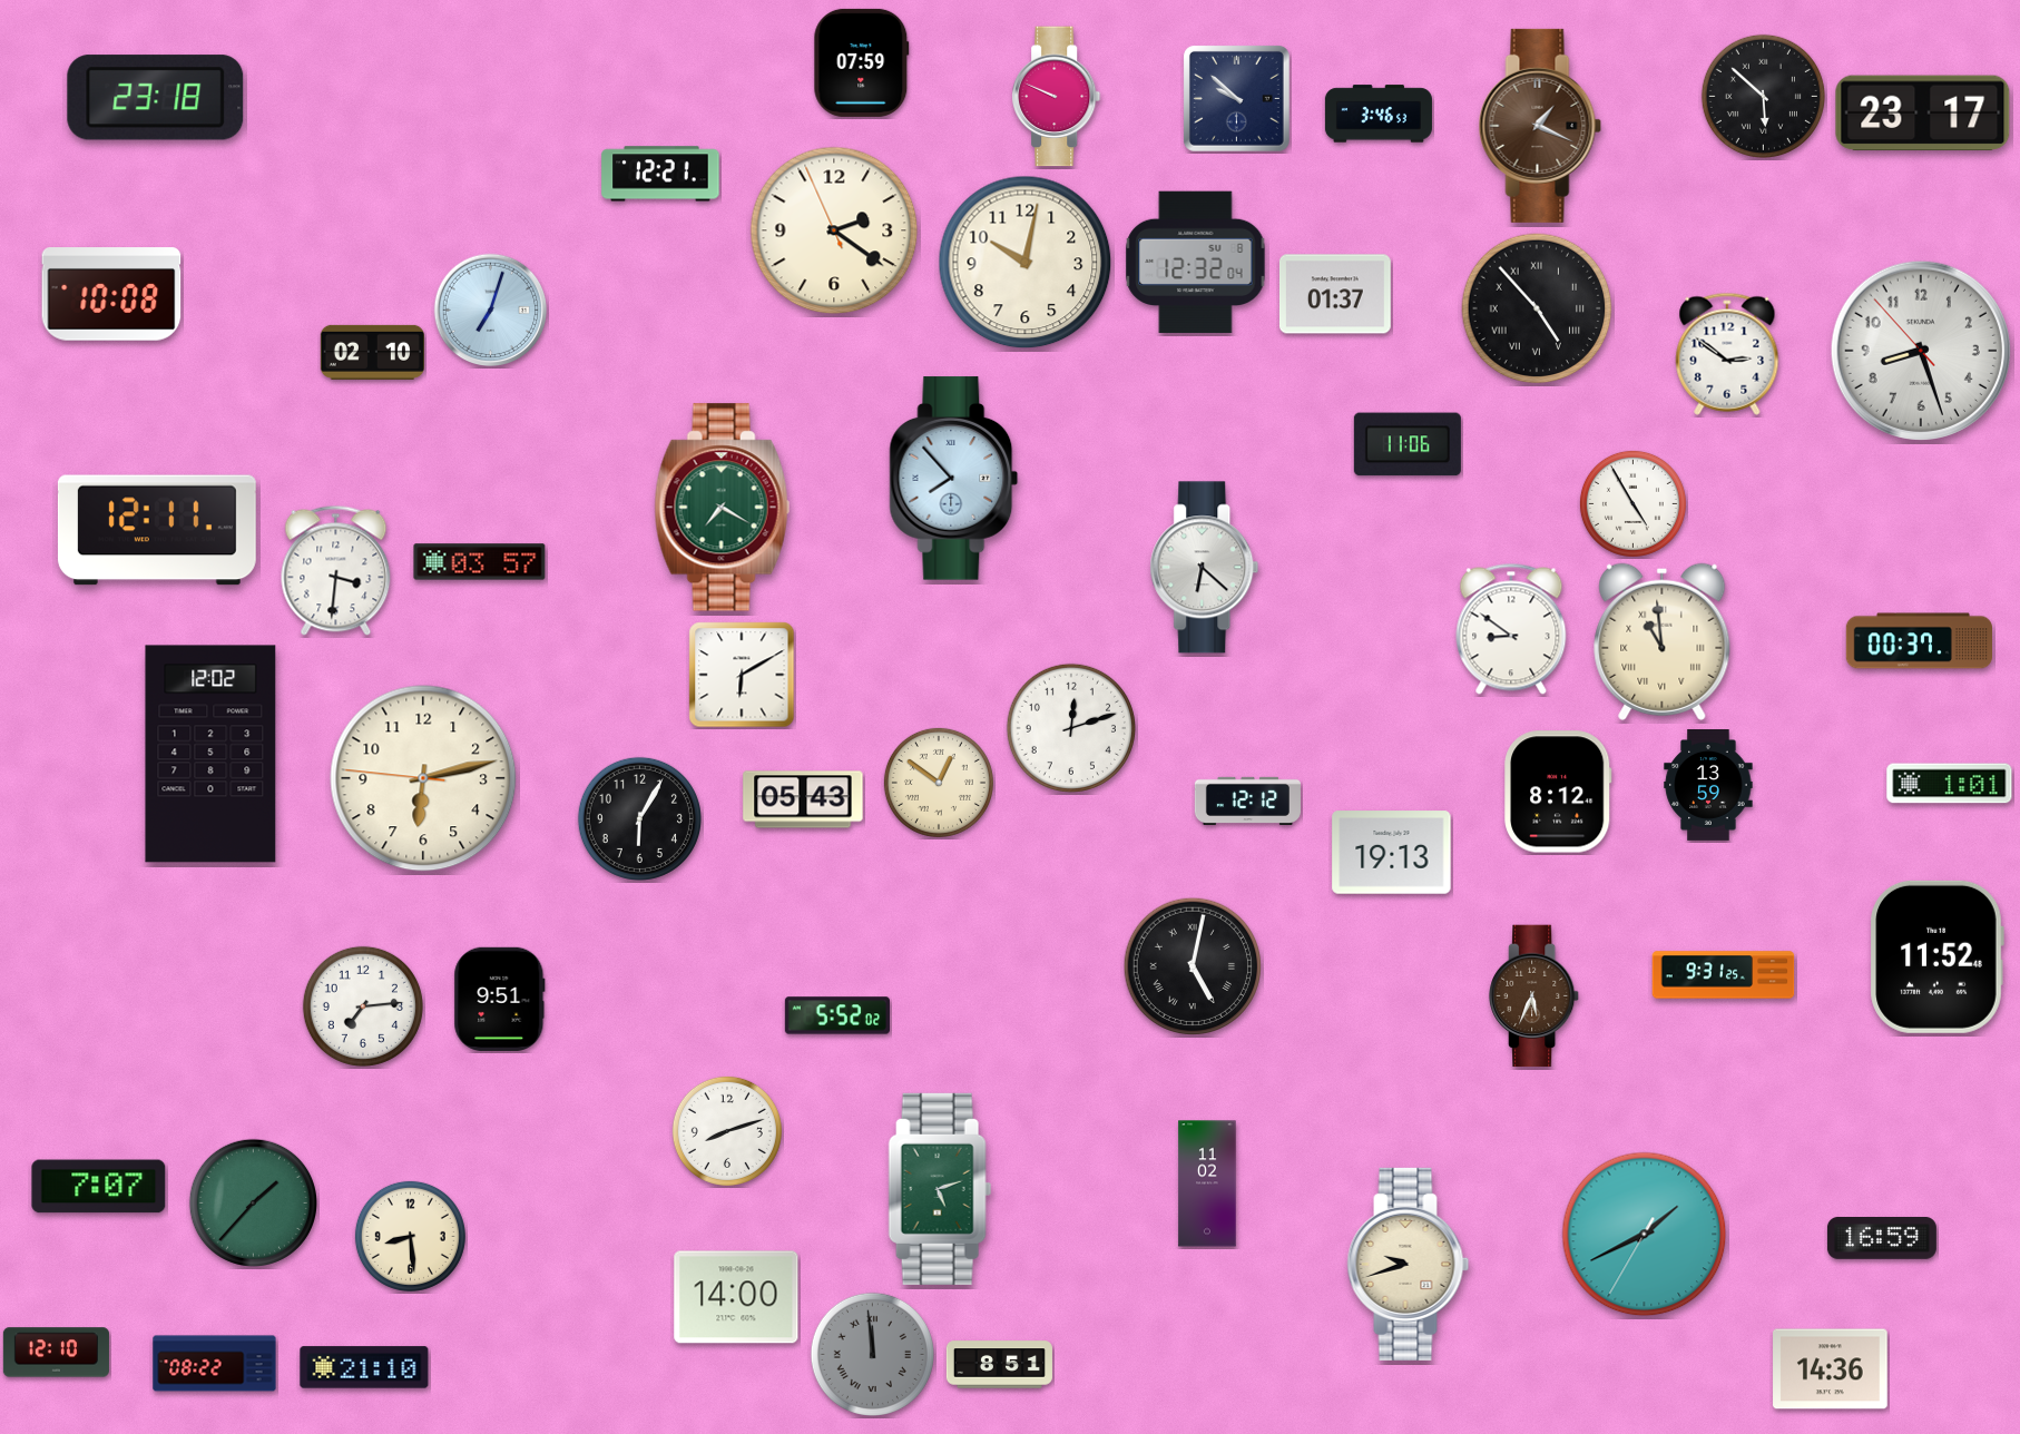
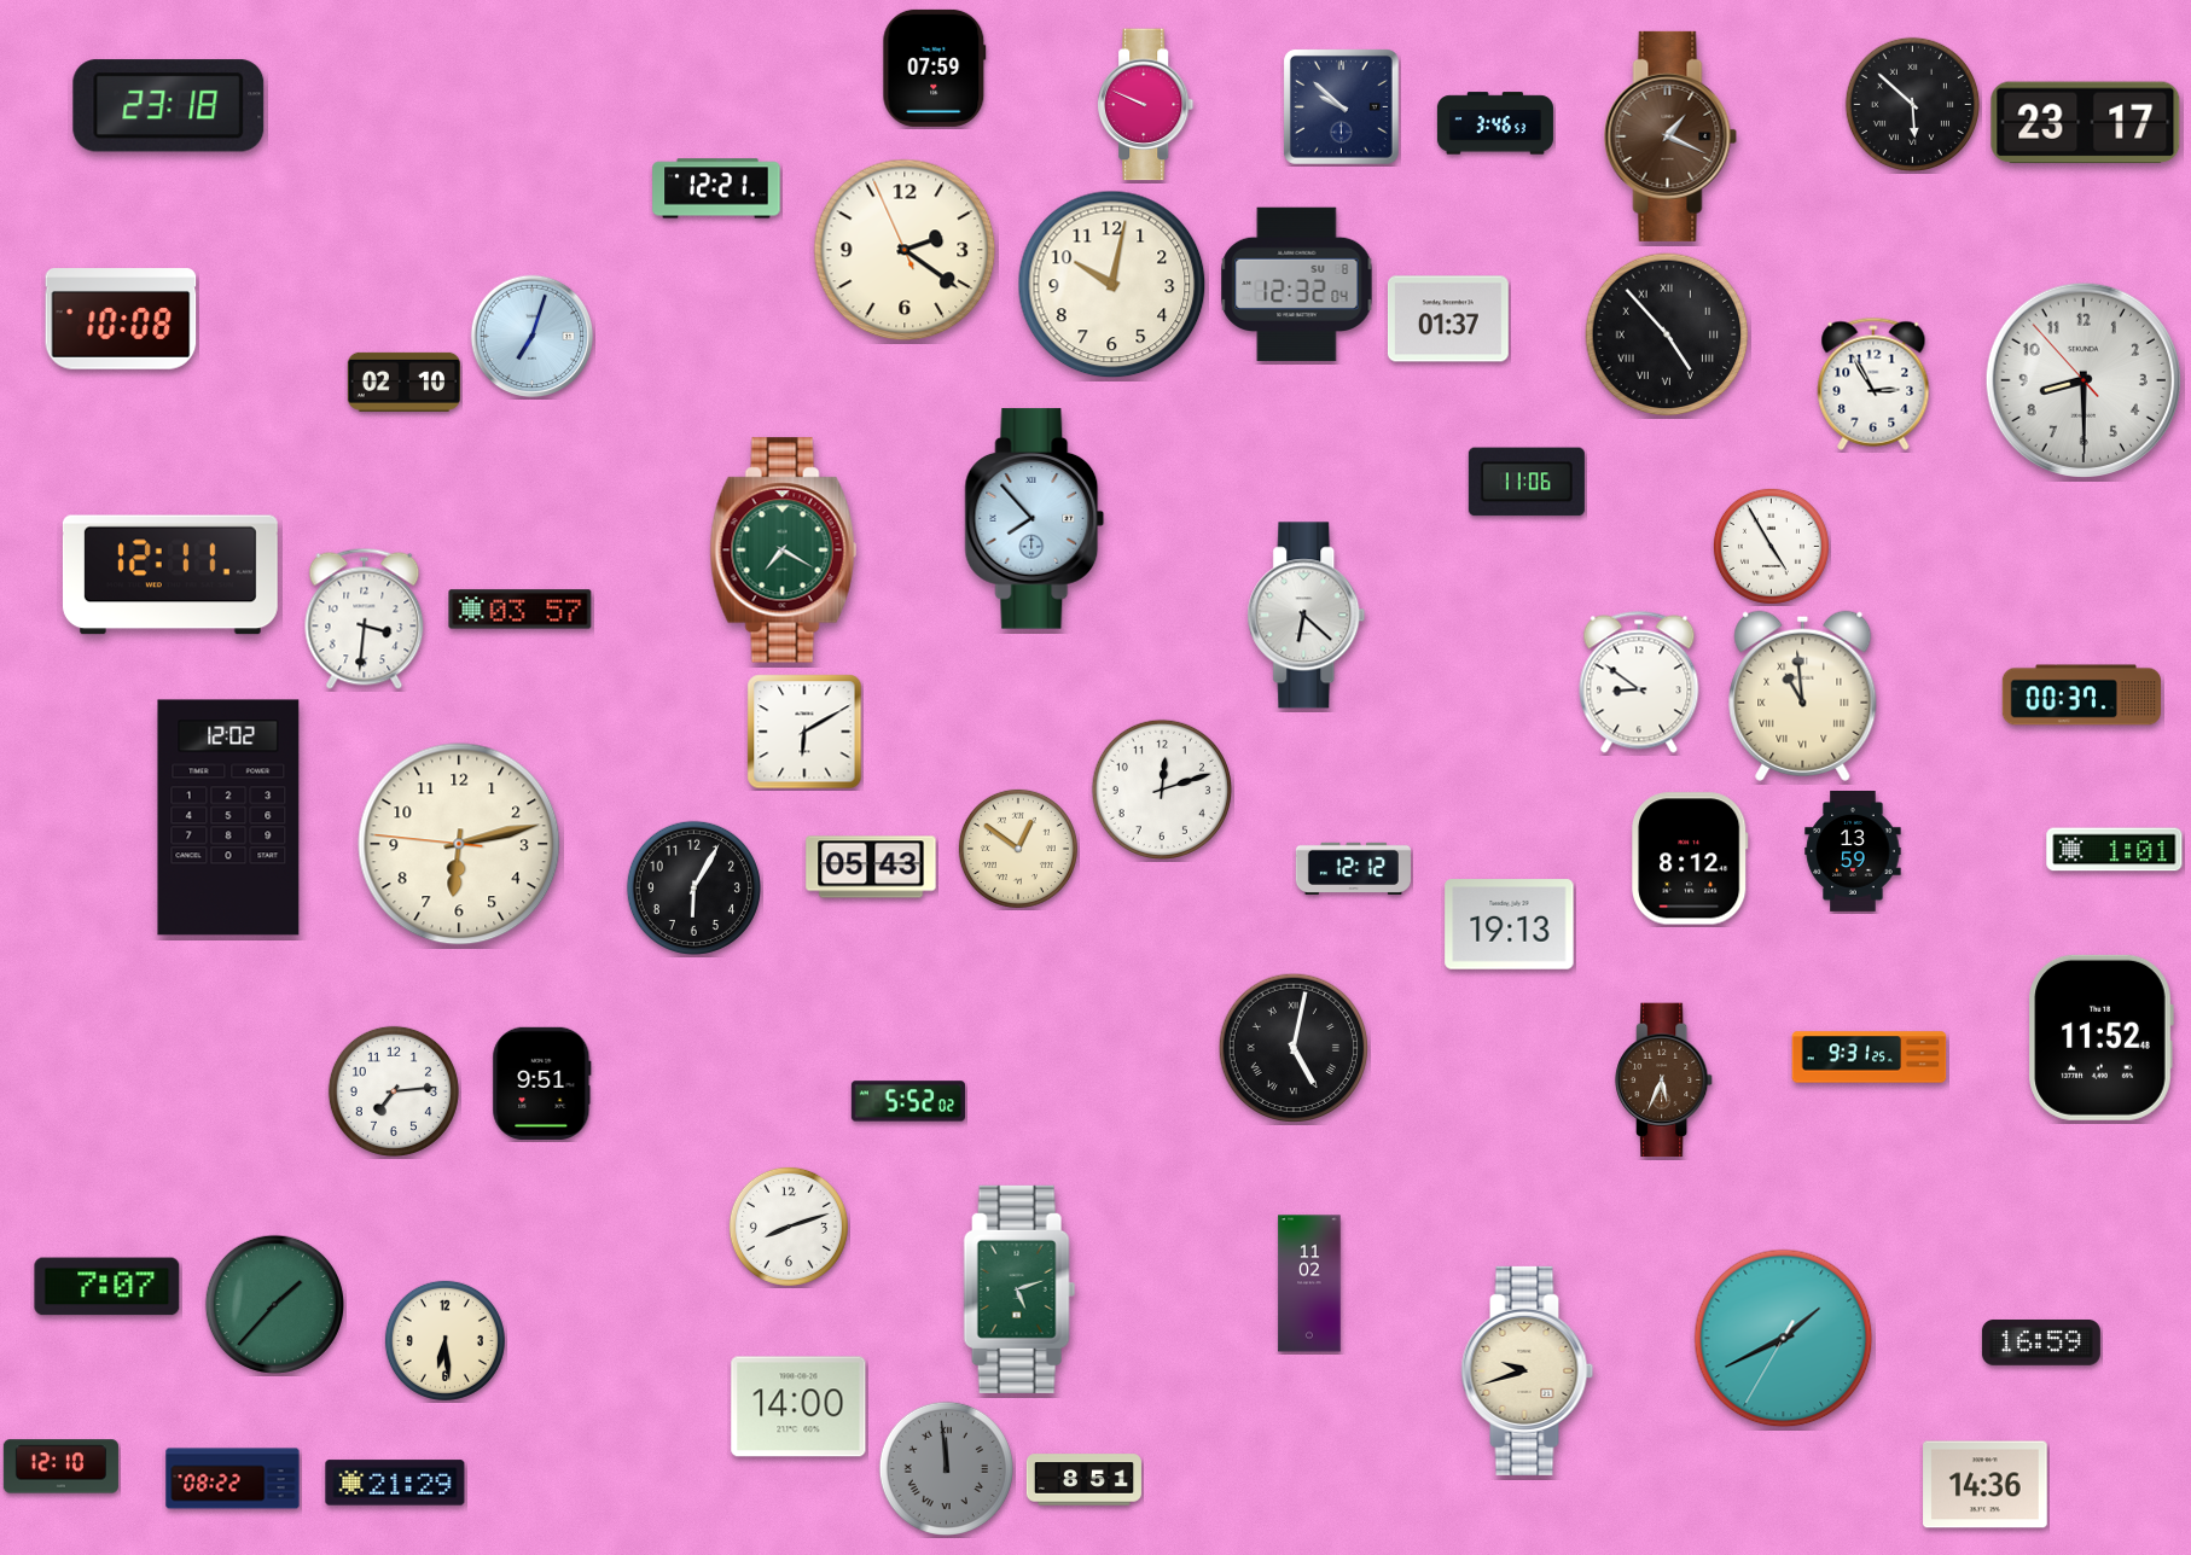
clock at (1921, 351): 8:26 -> 8:29
clock at (1727, 354): 2:51 -> 2:55
clock at (410, 1236): 8:29 -> 6:29
clock at (364, 1367): 21:10 -> 21:29
